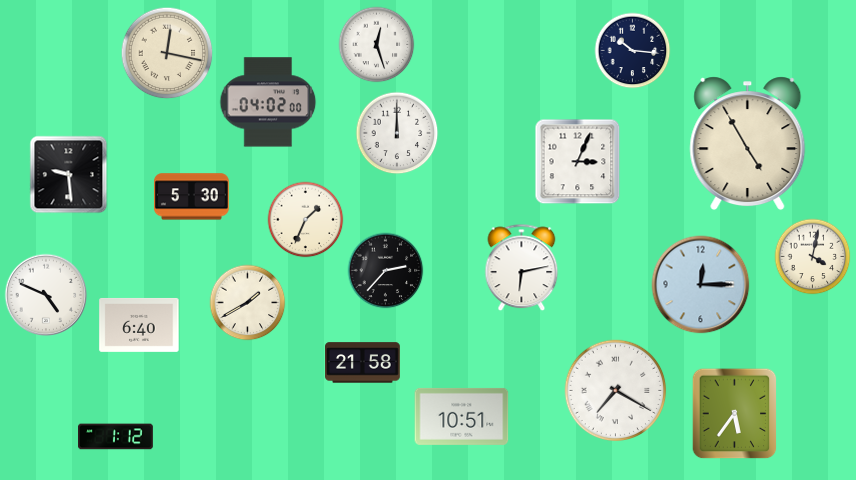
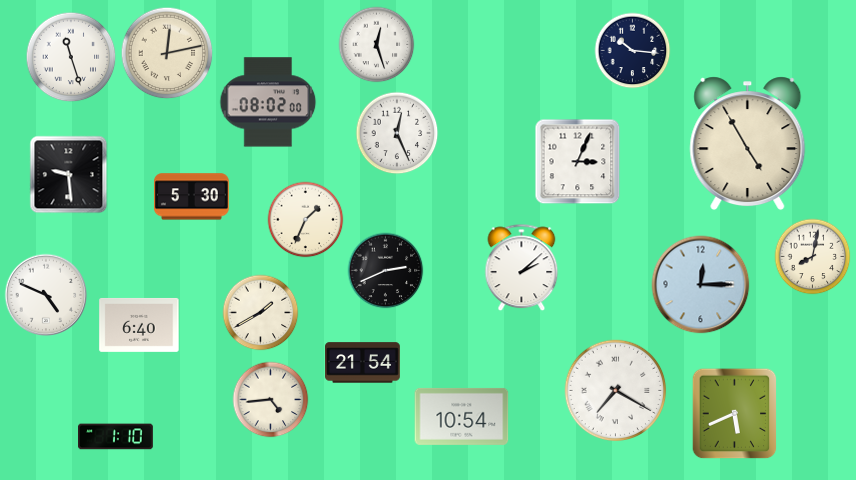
clock at (167, 53): 12:17 -> 12:13
clock at (71, 57): none -> 11:27
clock at (268, 102): 04:02 -> 08:02
clock at (397, 133): 12:00 -> 12:26
clock at (813, 257): 4:02 -> 8:02
clock at (522, 268): 6:13 -> 2:08
clock at (386, 271): 2:37 -> 2:41
clock at (248, 303) position: (248, 303) -> (261, 313)
clock at (363, 363): 21:58 -> 21:54
clock at (271, 400): none -> 4:44
clock at (735, 414): 5:36 -> 5:41
clock at (462, 416): 10:51 -> 10:54
clock at (116, 437): 1:12 -> 1:10
